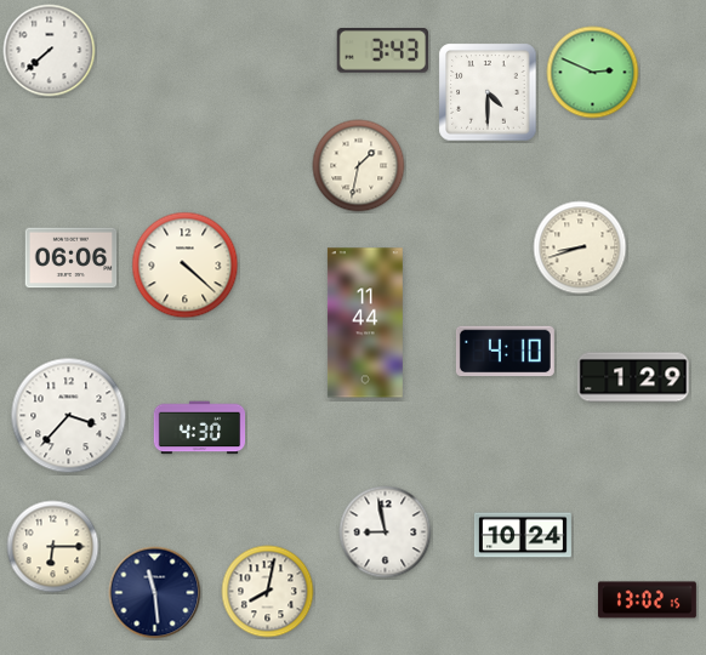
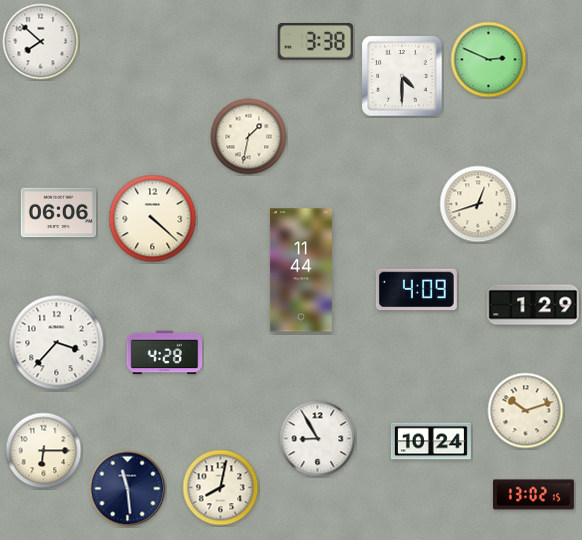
clock at (50, 51): 7:38 -> 7:52
clock at (382, 51): 3:43 -> 3:38
clock at (359, 166) position: (359, 166) -> (249, 137)
clock at (580, 247): 8:42 -> 12:42
clock at (365, 323) position: (365, 323) -> (301, 270)
clock at (505, 352): 4:10 -> 4:09
clock at (633, 377) position: (633, 377) -> (533, 305)
clock at (200, 428): 4:30 -> 4:28
clock at (526, 411): none -> 10:12
clock at (386, 532): 8:58 -> 8:55
